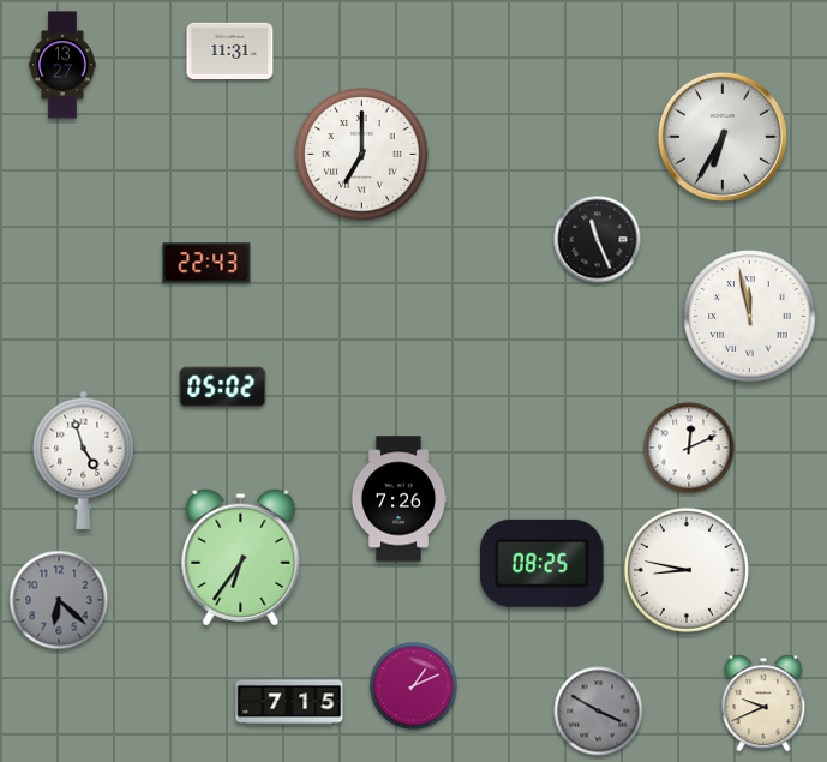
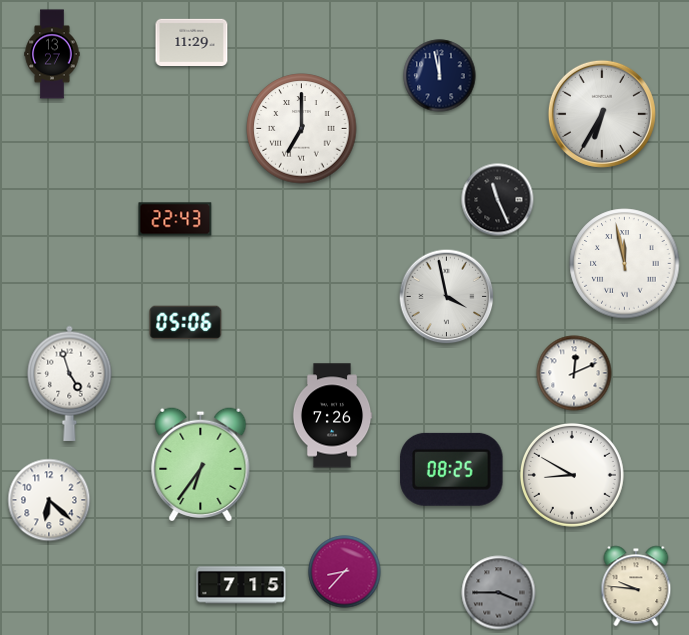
clock at (230, 50): 11:31 -> 11:29
clock at (440, 76): none -> 11:58
clock at (206, 263) position: (206, 263) -> (175, 219)
clock at (447, 297): none -> 3:58
clock at (223, 388): 05:02 -> 05:06
clock at (687, 570): 8:47 -> 8:50
clock at (59, 600) dial: grey -> white
clock at (414, 686): 1:11 -> 8:37
clock at (763, 703): 9:41 -> 9:46
clock at (599, 712): 3:50 -> 3:45
